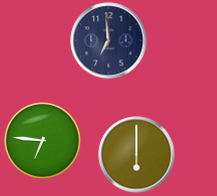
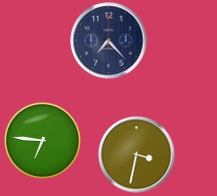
clock at (109, 41): 6:59 -> 7:23
clock at (137, 155): 6:00 -> 3:32
